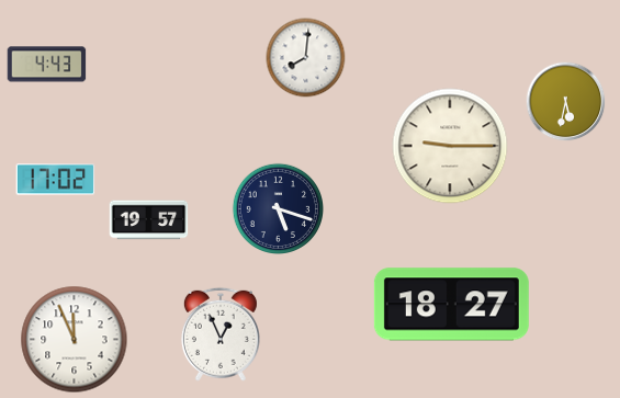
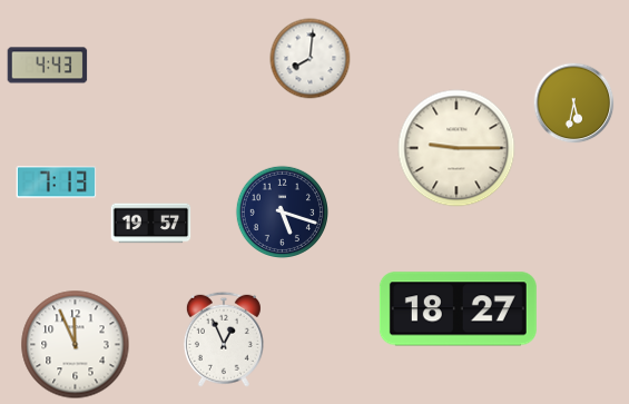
clock at (56, 180): 17:02 -> 7:13
